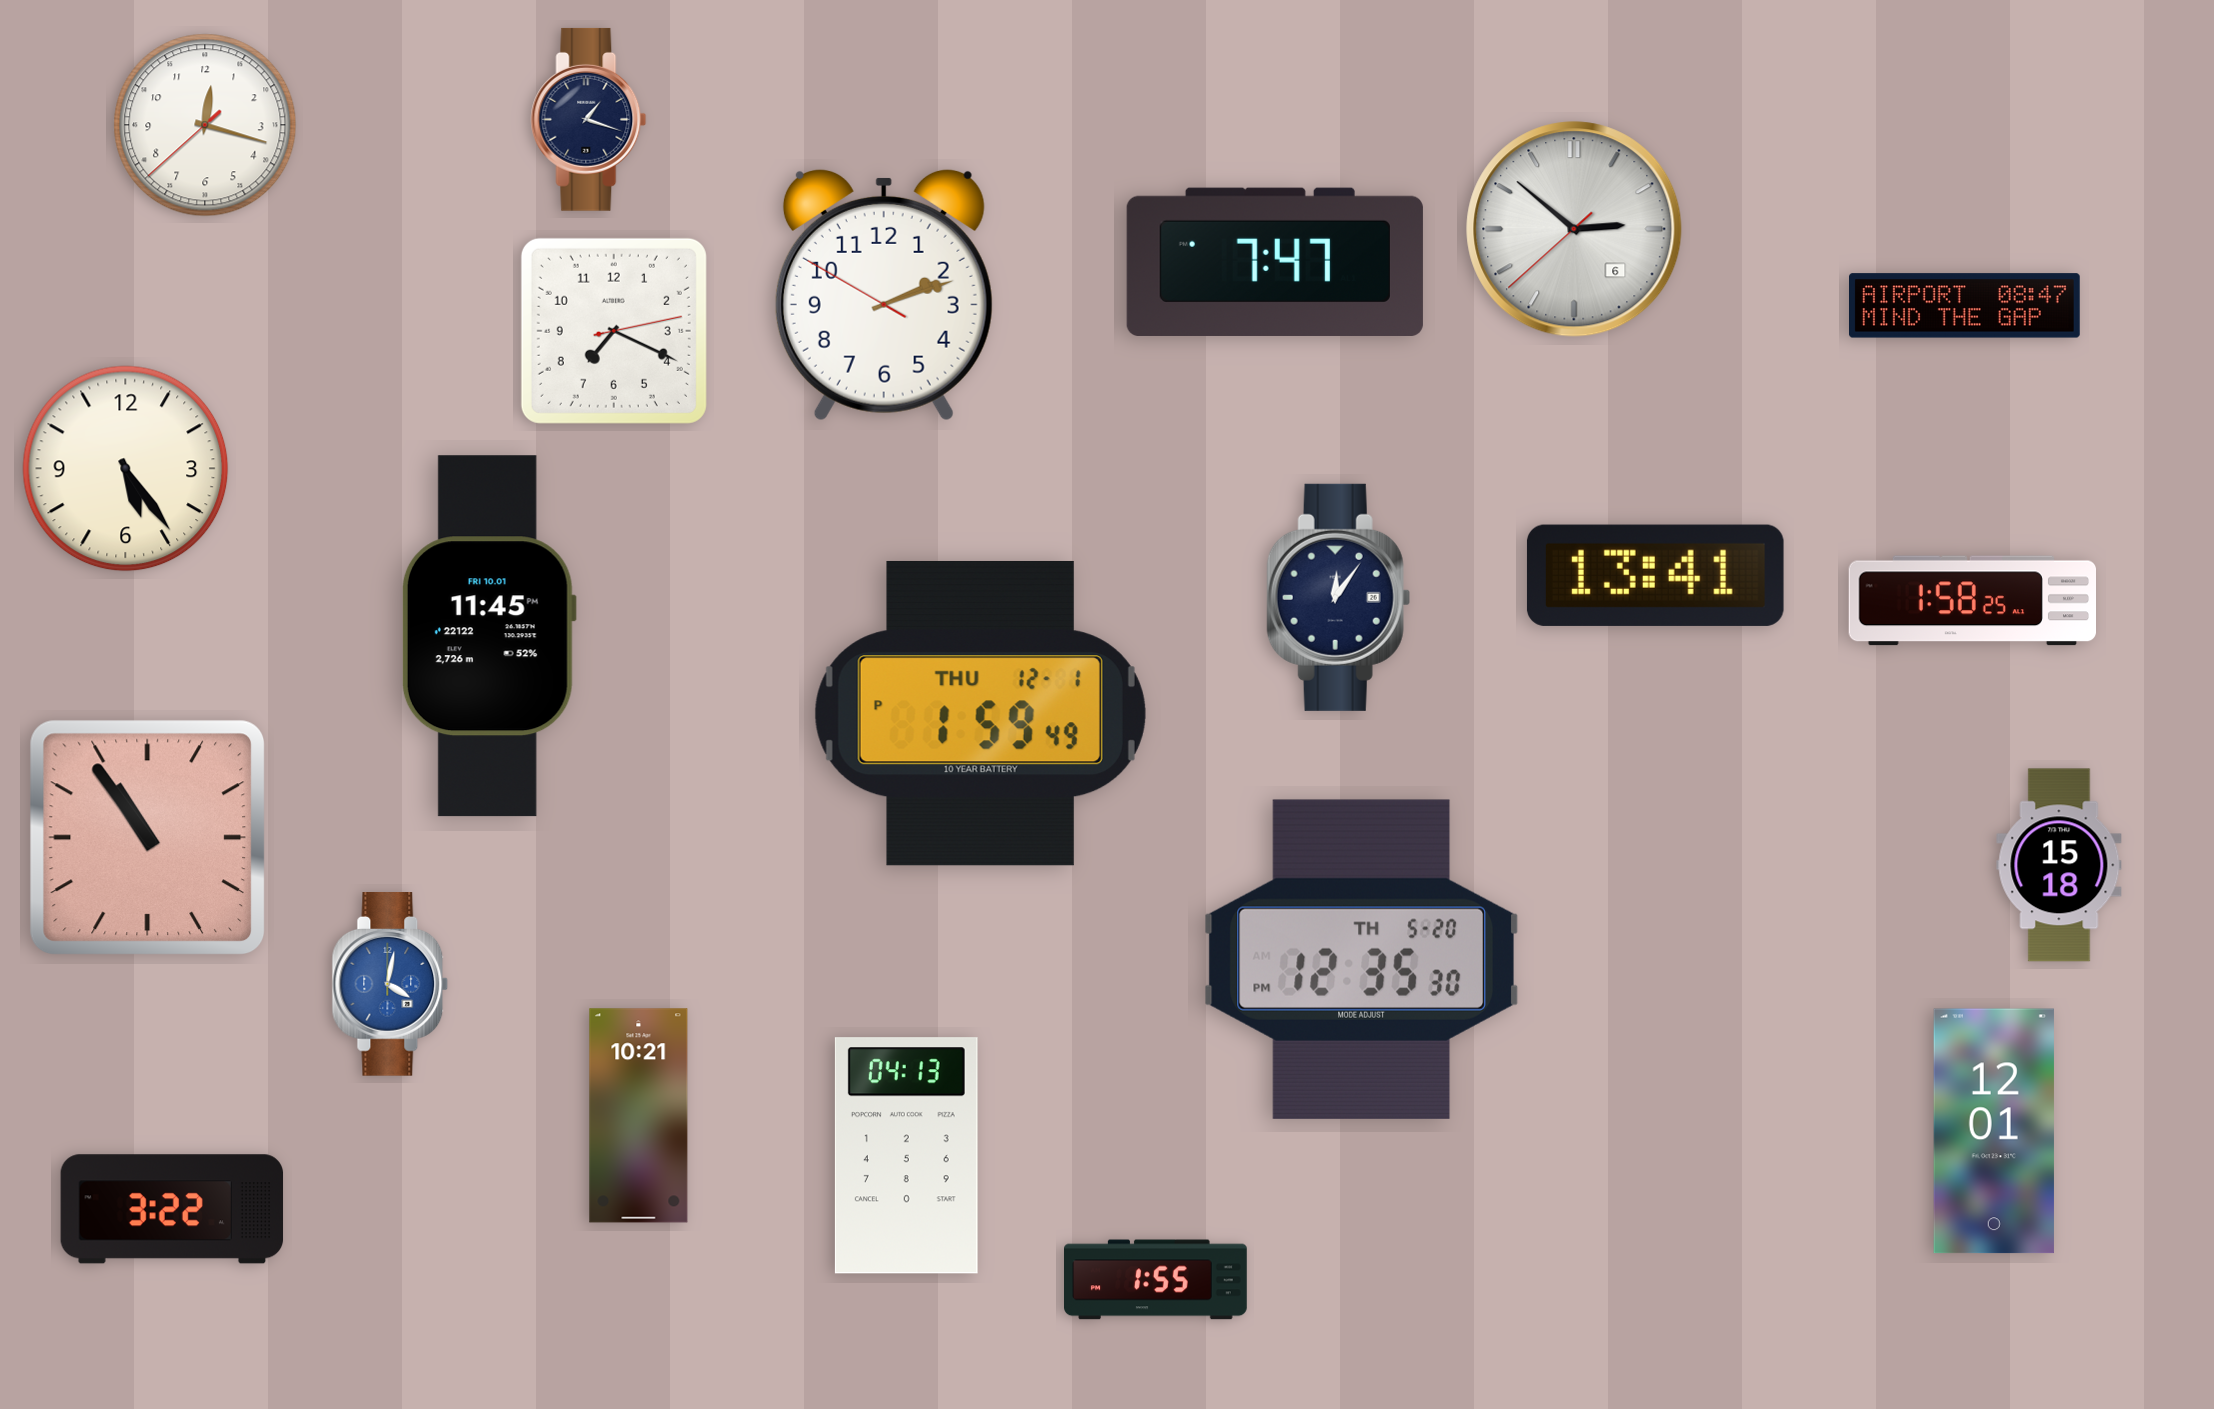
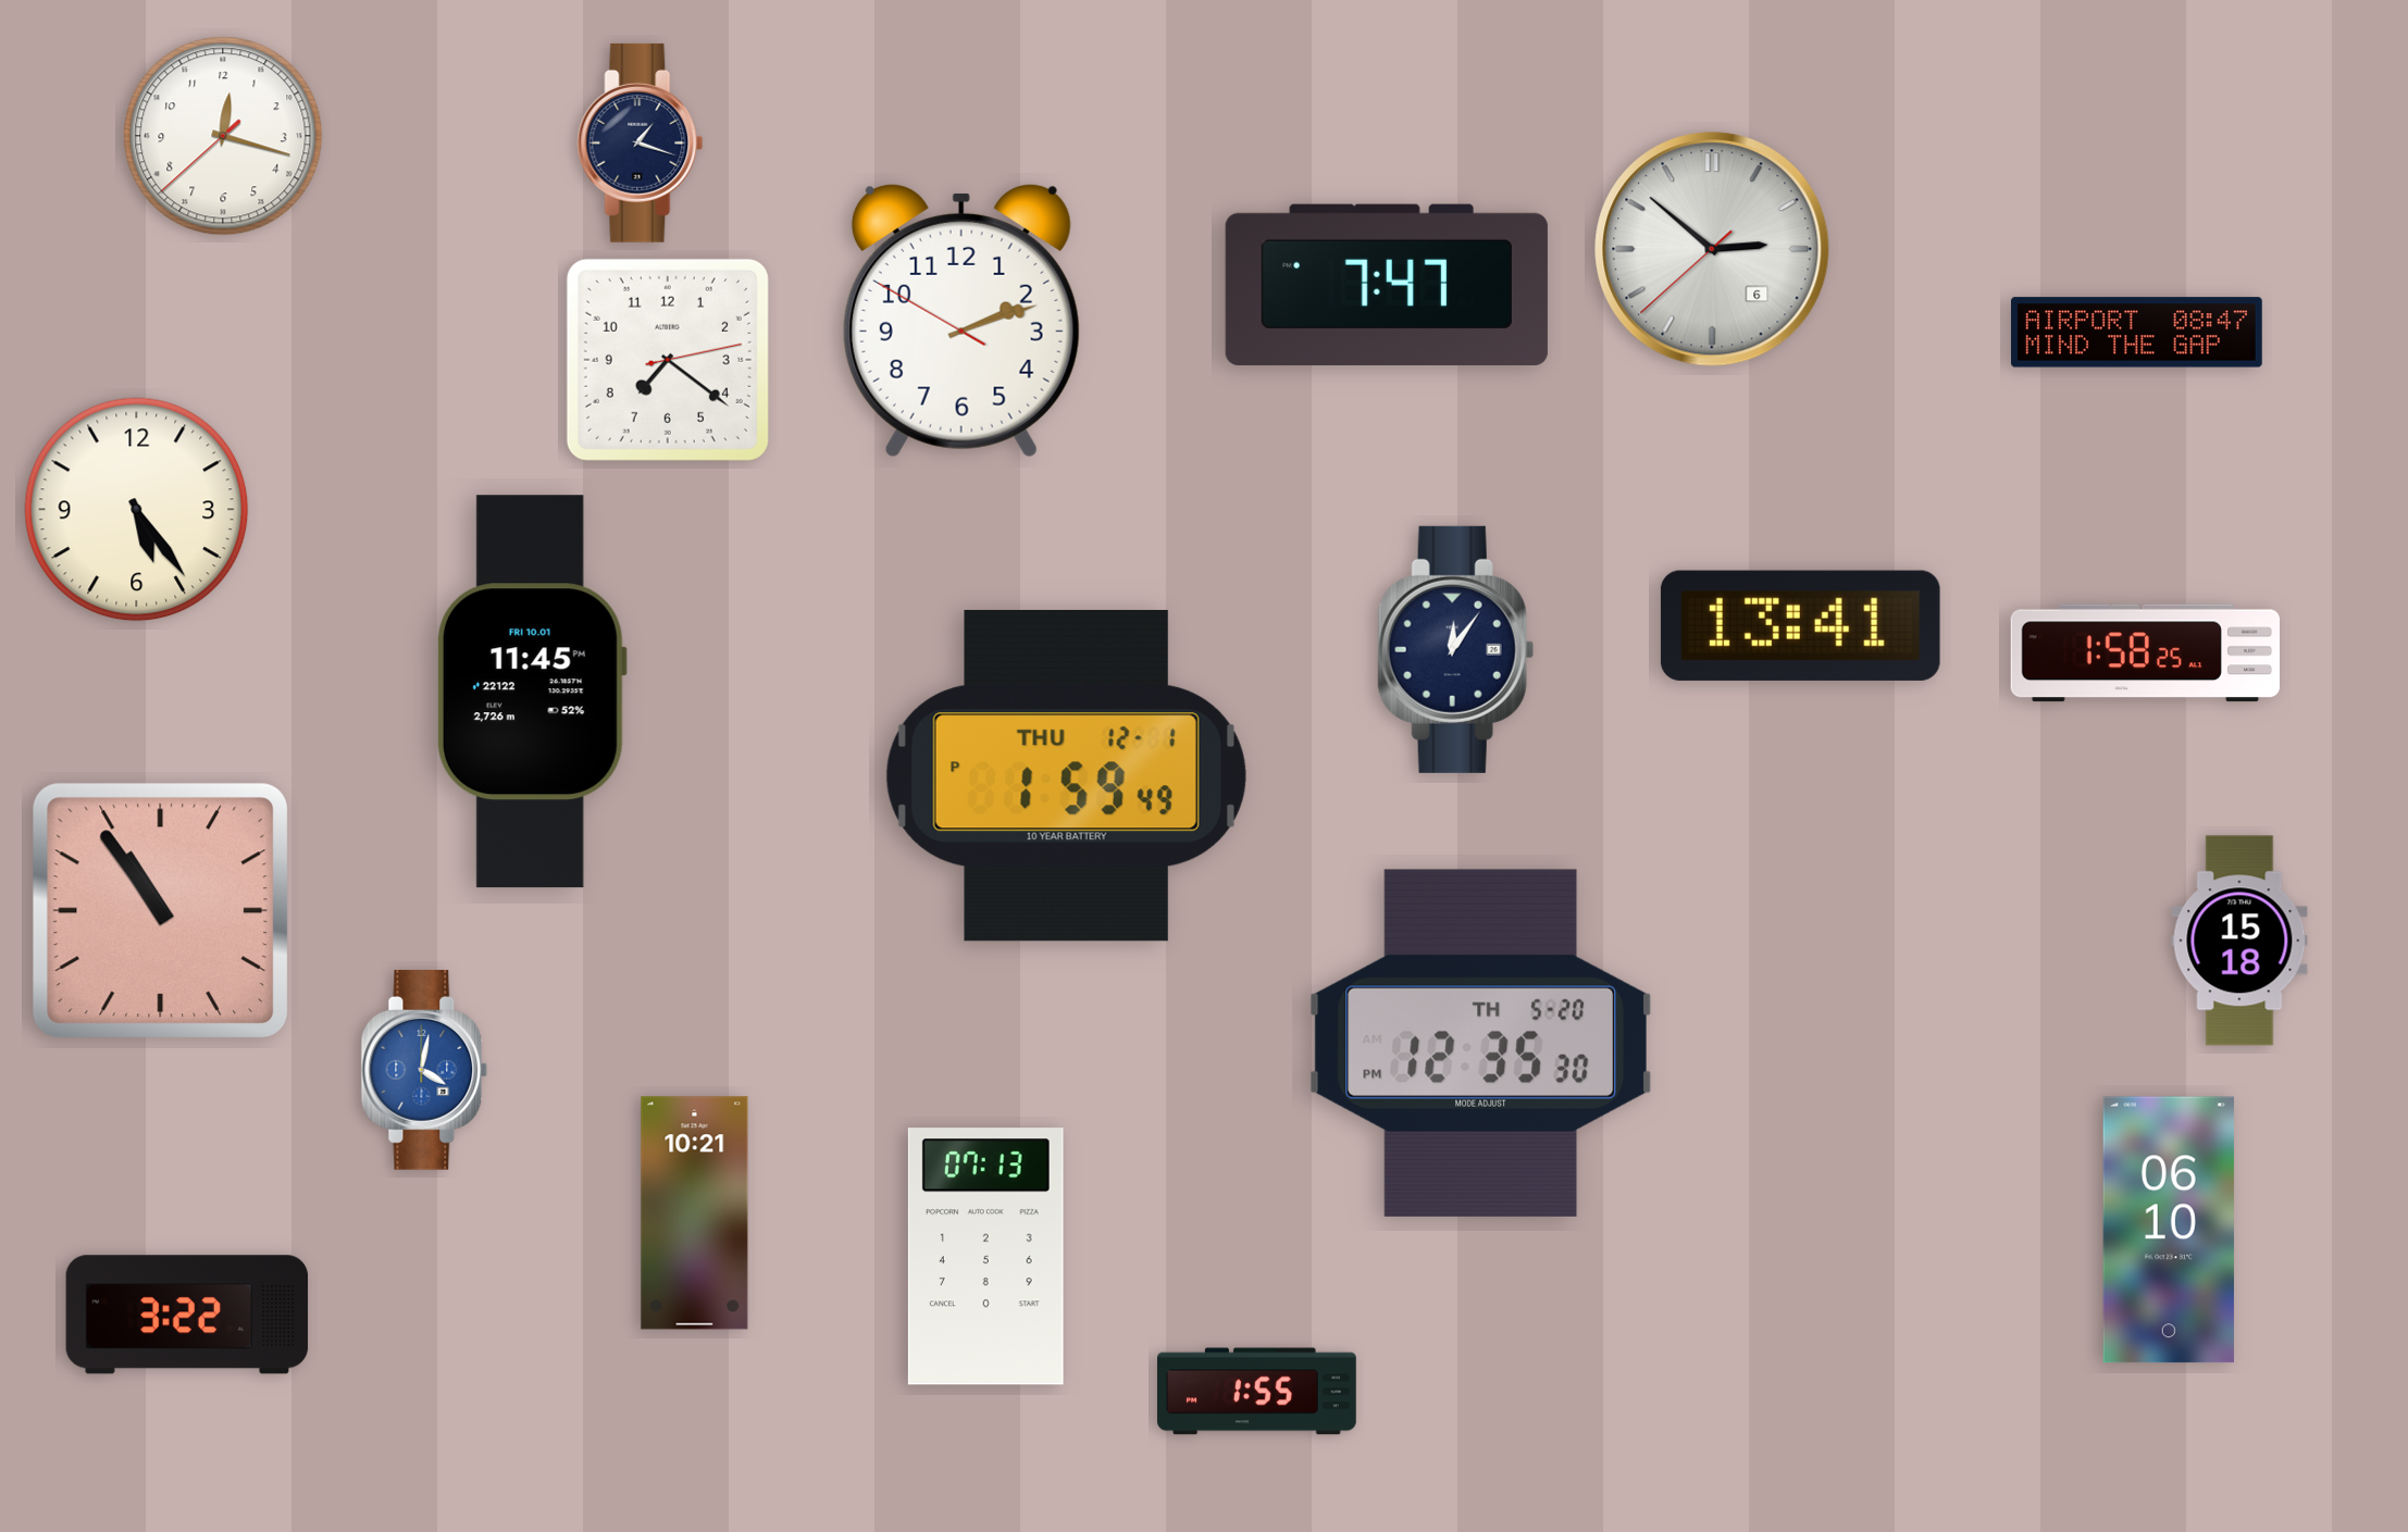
clock at (589, 119) position: (589, 119) -> (641, 142)
clock at (614, 331): 7:19 -> 7:21
clock at (1994, 1131): 12:01 -> 06:10
clock at (906, 1156): 04:13 -> 07:13
